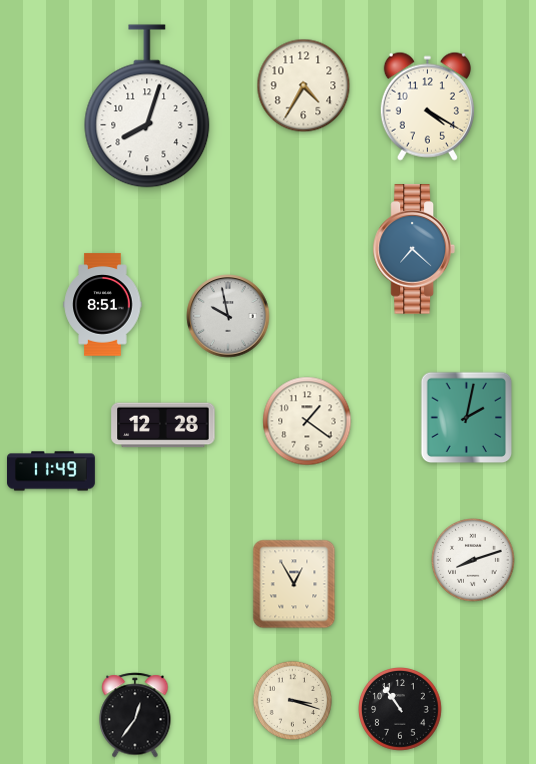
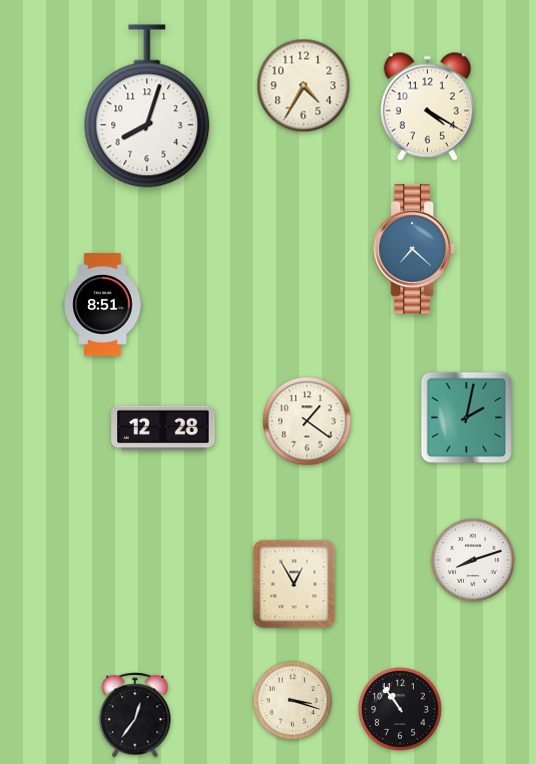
clock at (228, 316): 9:58 -> none
clock at (163, 425) position: (163, 425) -> (163, 428)
clock at (52, 471): 11:49 -> none
